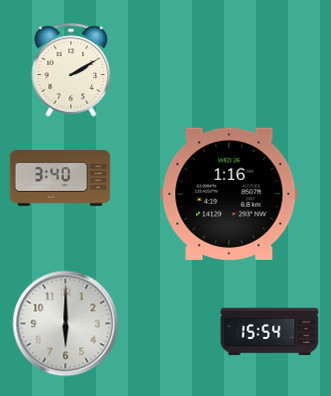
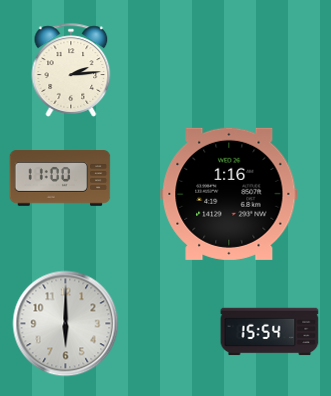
clock at (71, 70): 2:10 -> 2:14
clock at (60, 178): 3:40 -> 11:00
